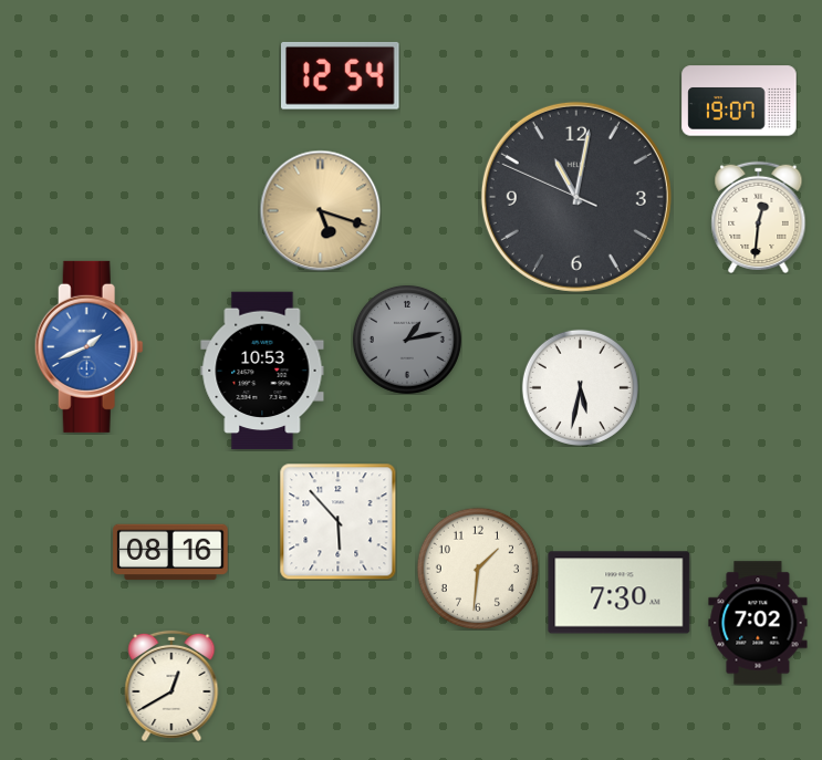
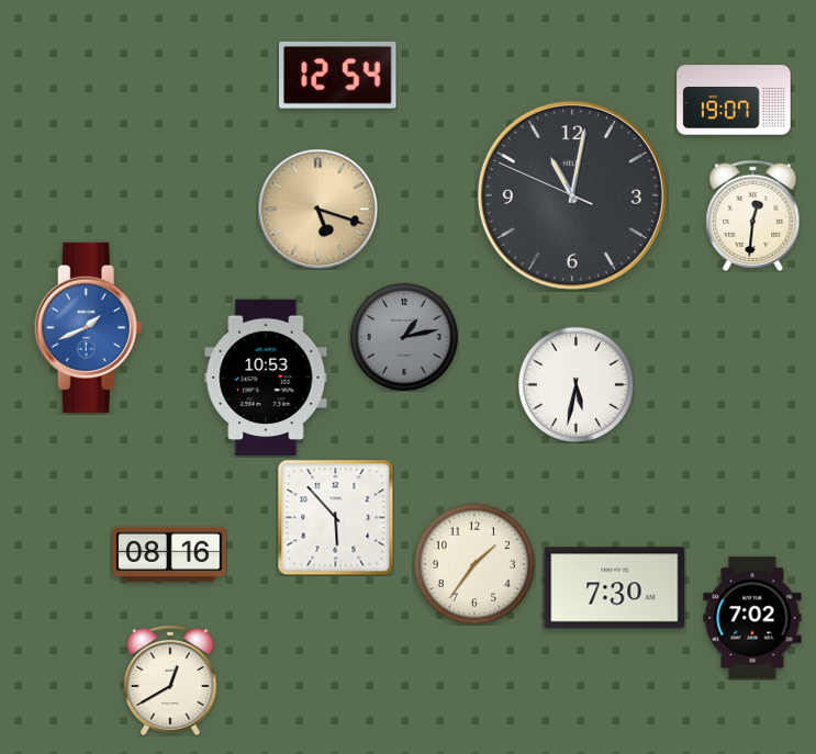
clock at (89, 346) position: (89, 346) -> (88, 327)
clock at (262, 371) position: (262, 371) -> (266, 378)
clock at (170, 552) position: (170, 552) -> (169, 554)
clock at (477, 568): 1:31 -> 1:36
